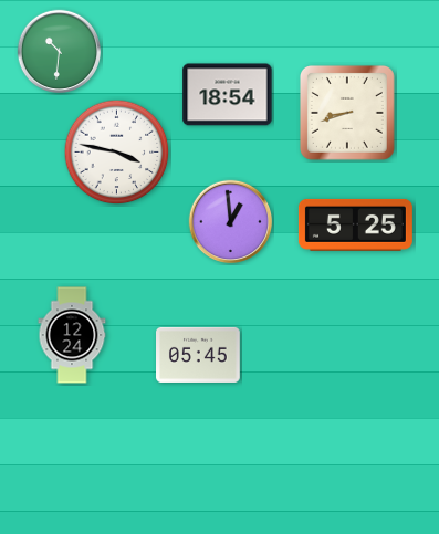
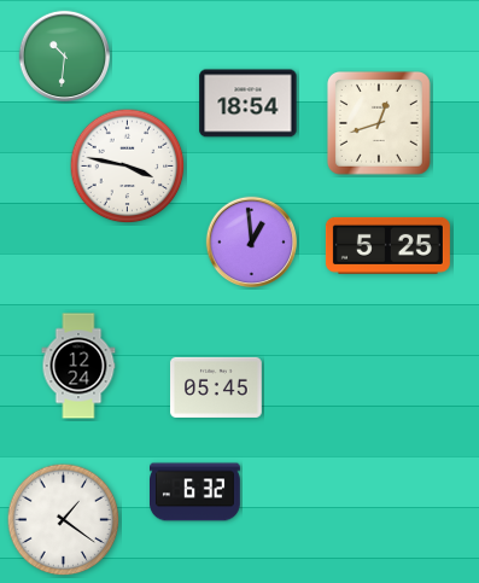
clock at (347, 113): 8:42 -> 12:42
clock at (195, 492): none -> 6:32
clock at (64, 520): none -> 1:21
